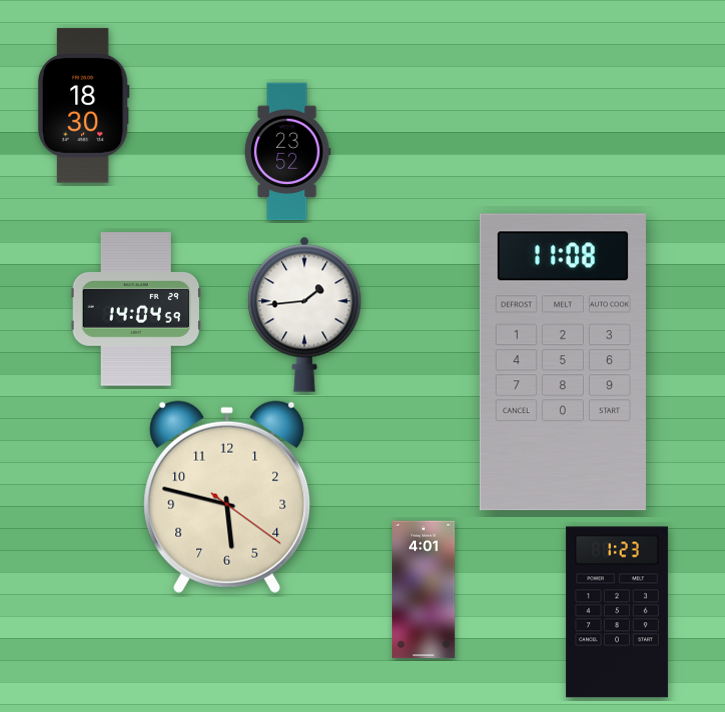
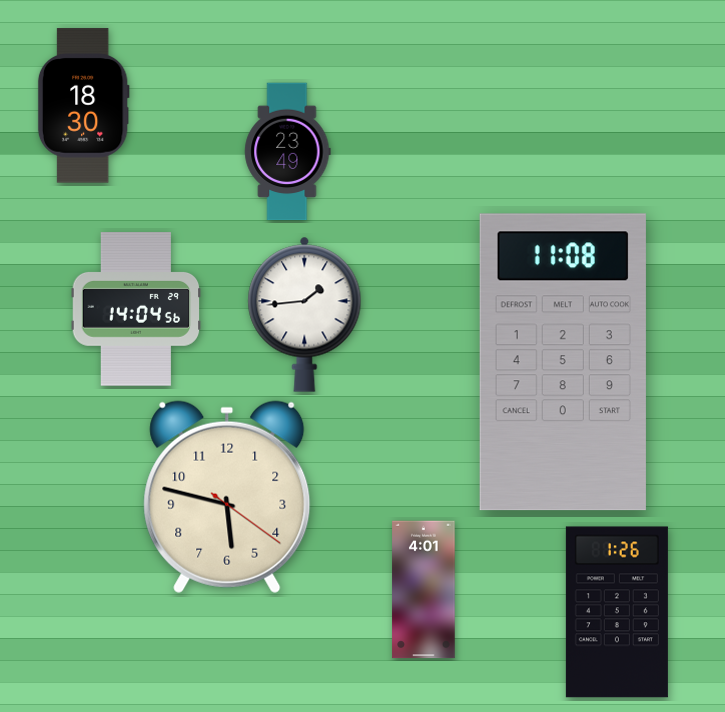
clock at (288, 152): 23:52 -> 23:49
clock at (136, 309): 14:04:59 -> 14:04:56
clock at (617, 612): 1:23 -> 1:26
